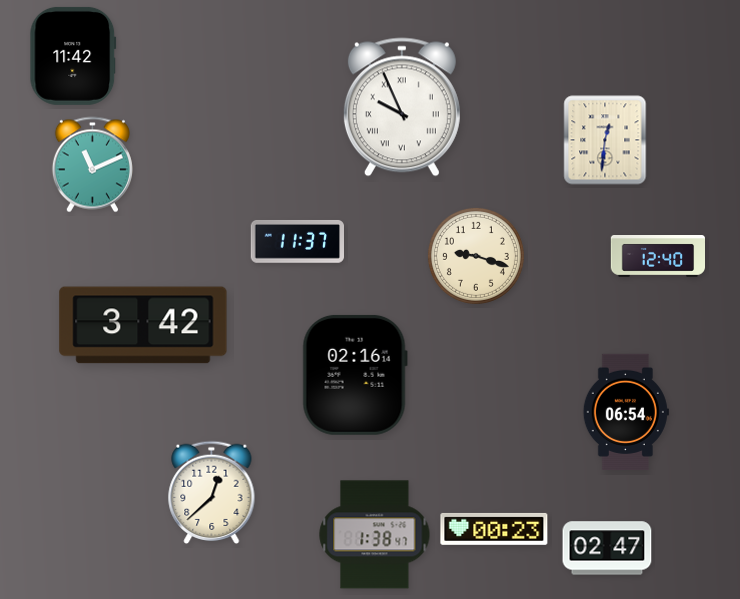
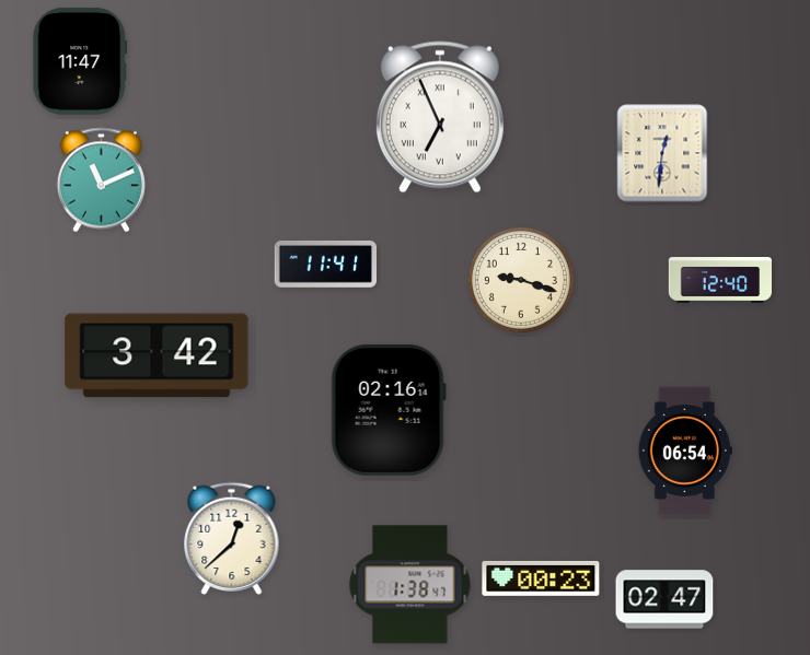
clock at (73, 56): 11:42 -> 11:47
clock at (402, 107): 9:56 -> 6:56
clock at (298, 241): 11:37 -> 11:41
